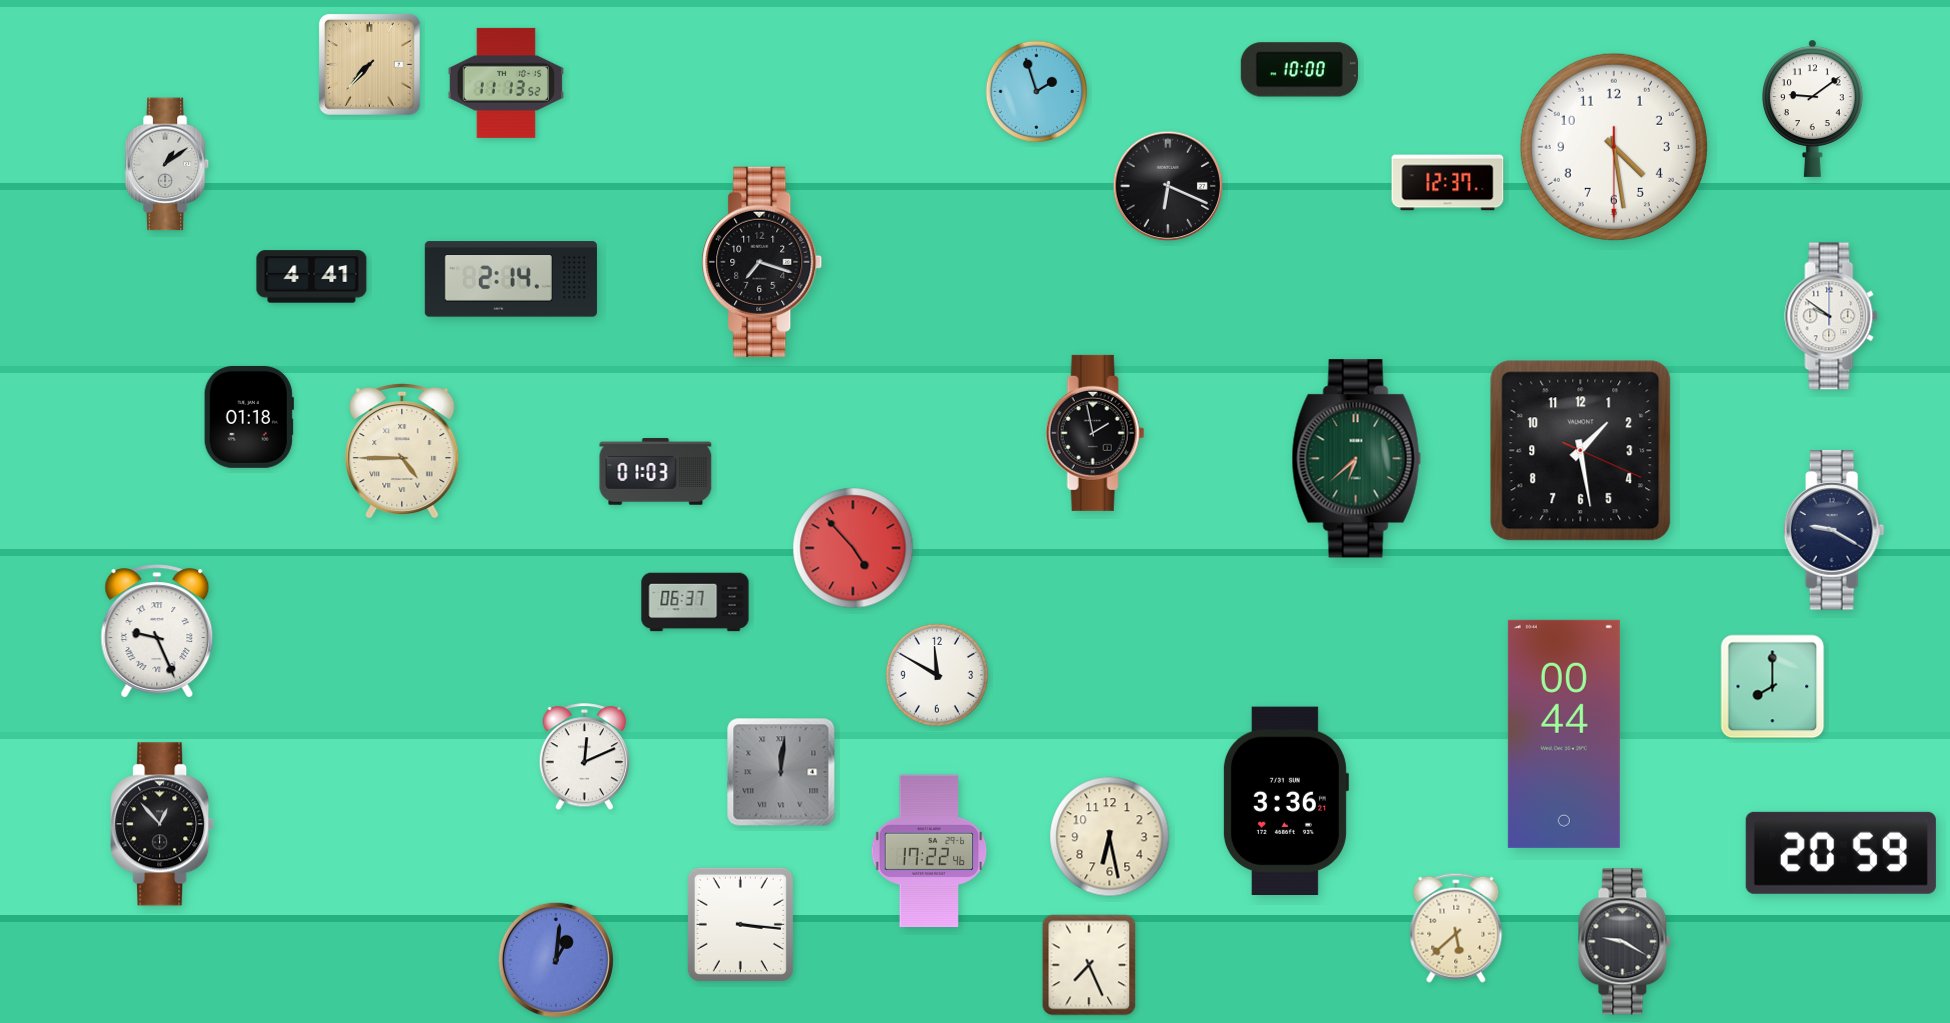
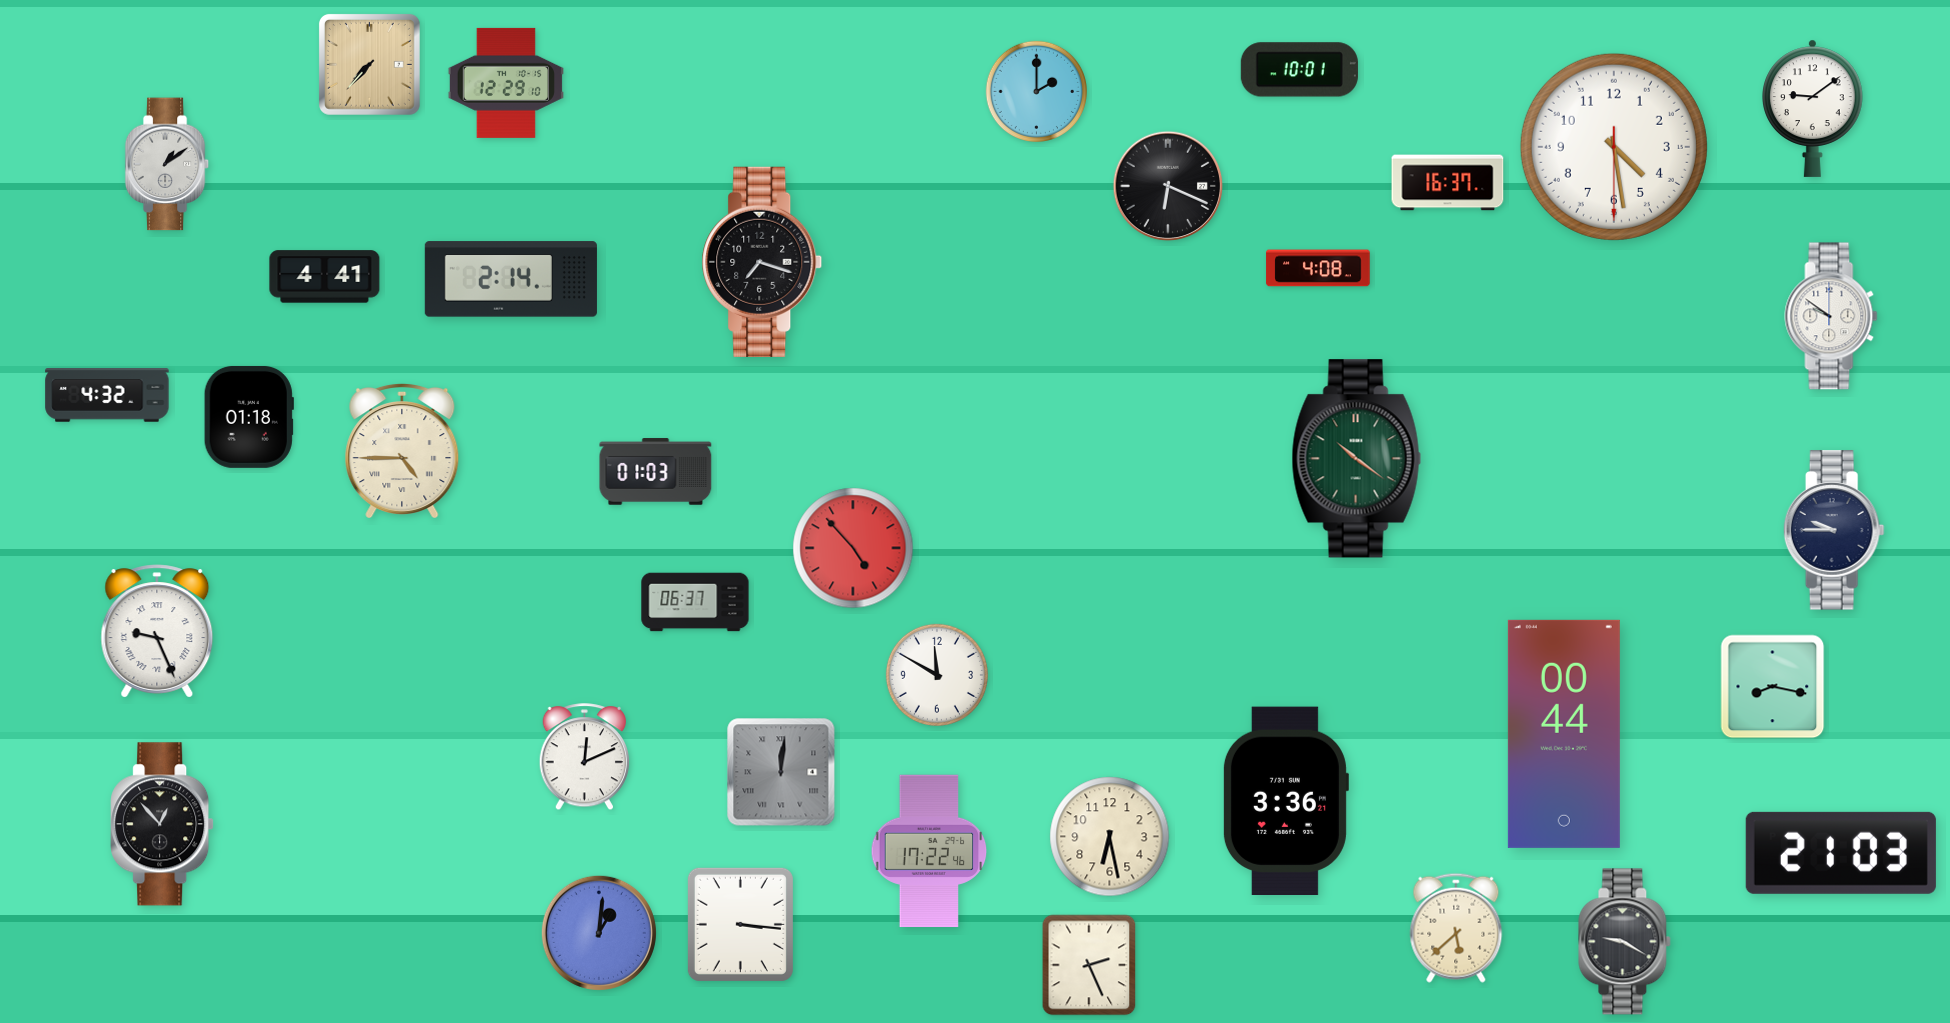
clock at (1299, 70): 10:00 -> 10:01
clock at (505, 83): 11:13 -> 12:29
clock at (1036, 91): 1:57 -> 2:00
clock at (1448, 183): 12:37 -> 16:37
clock at (1318, 268): none -> 4:08
clock at (312, 277) position: (312, 277) -> (325, 277)
clock at (107, 395): none -> 4:32
clock at (1095, 433): 1:58 -> none
clock at (1581, 451): 1:28 -> none
clock at (1356, 459): 6:38 -> 10:21
clock at (1834, 530): 9:20 -> 9:45
clock at (1773, 687): 8:00 -> 8:17
clock at (1841, 853): 20:59 -> 21:03
clock at (556, 960) position: (556, 960) -> (599, 933)
clock at (1089, 965): 7:26 -> 2:26
